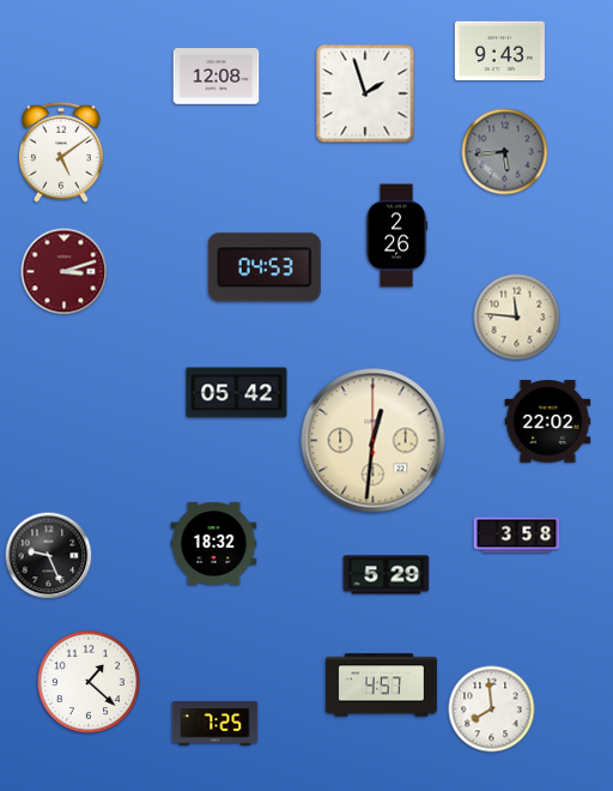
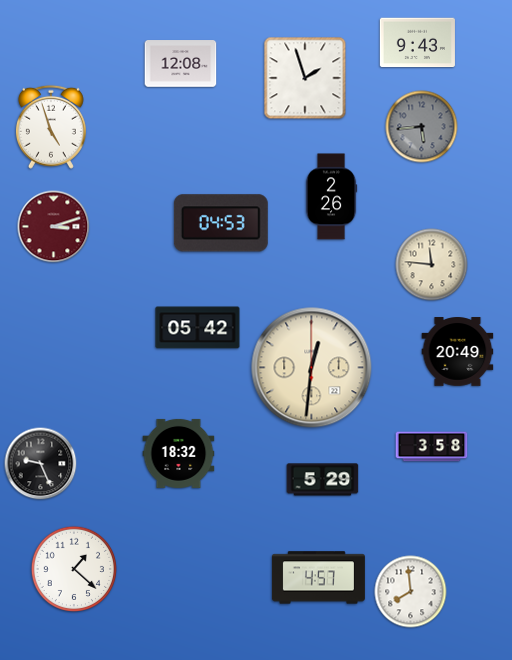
clock at (61, 152): 5:09 -> 4:57
clock at (548, 422): 22:02 -> 20:49
clock at (381, 686) position: (381, 686) -> (318, 578)
clock at (216, 724): 7:25 -> none
